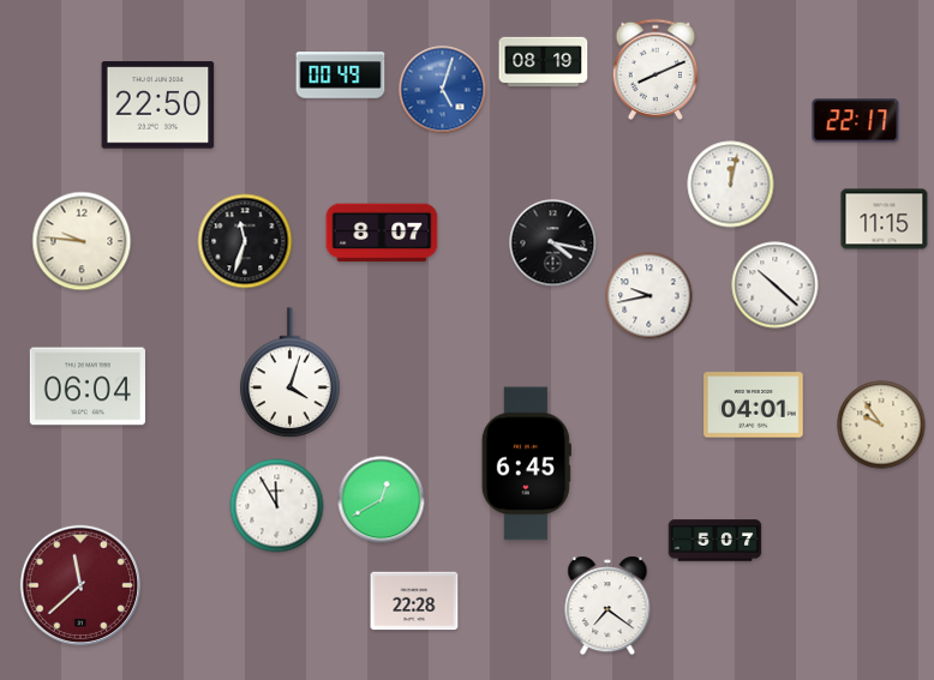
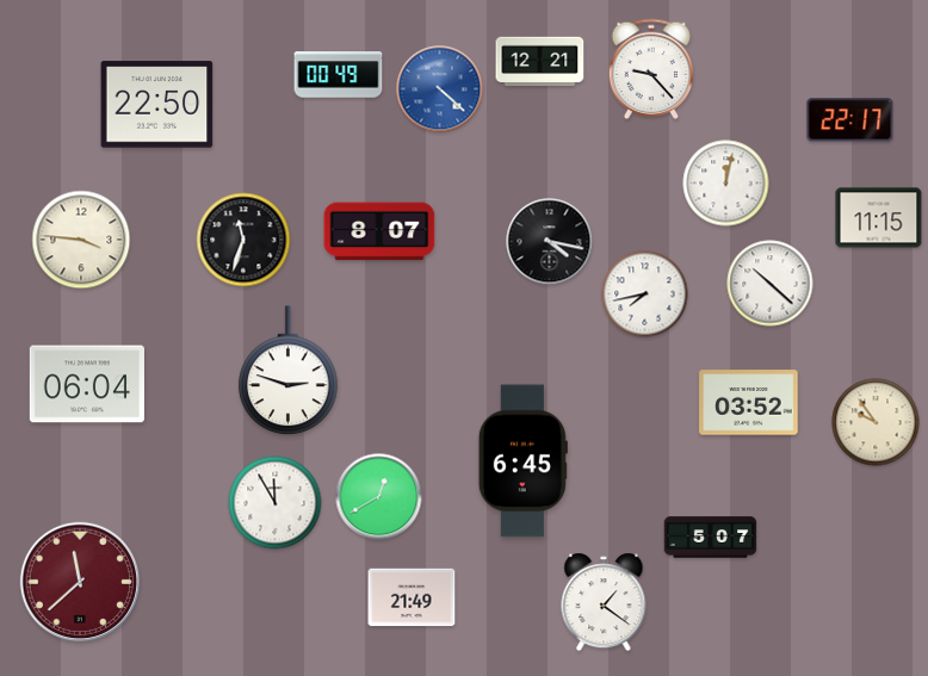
clock at (544, 62): 08:19 -> 12:21
clock at (655, 68): 8:11 -> 9:23
clock at (443, 90): 5:03 -> 4:22
clock at (82, 241): 9:46 -> 3:46
clock at (649, 296): 9:43 -> 7:43
clock at (291, 373): 4:03 -> 2:48
clock at (754, 405): 04:01 -> 03:52
clock at (414, 601): 22:28 -> 21:49
clock at (607, 606): 7:21 -> 1:21
